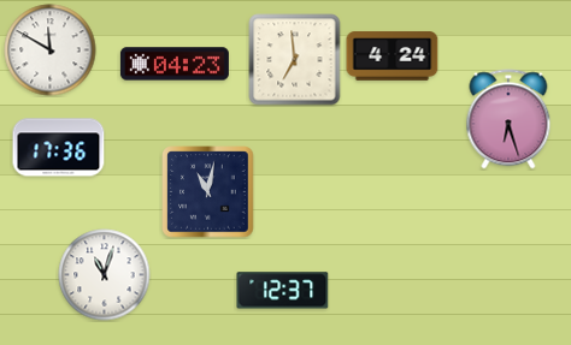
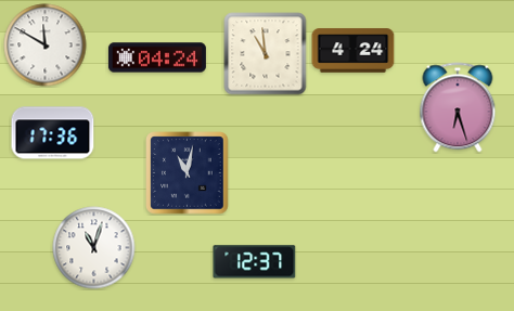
clock at (295, 60): 6:59 -> 10:59
clock at (175, 64): 04:23 -> 04:24
